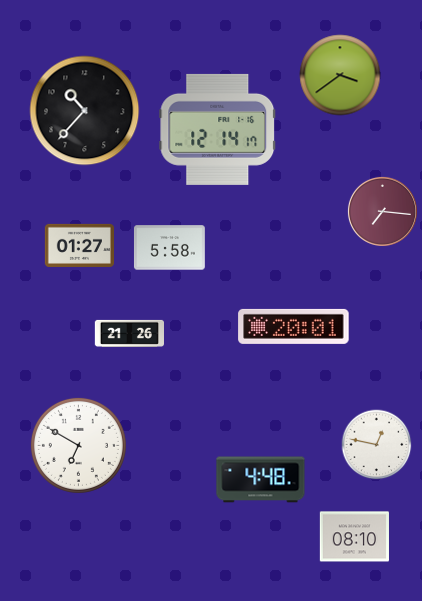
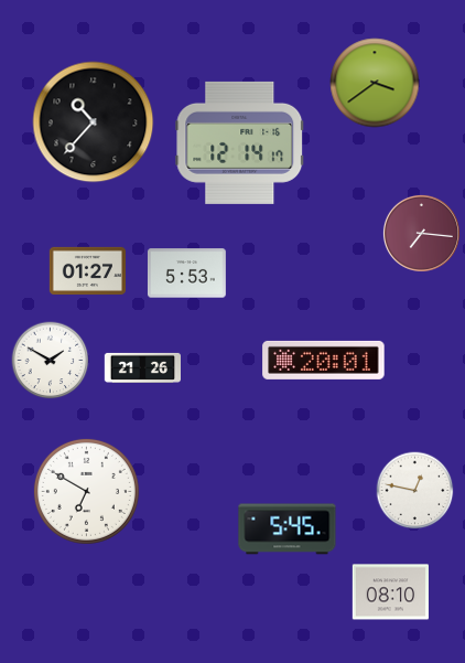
clock at (170, 248): 5:58 -> 5:53
clock at (51, 361): none -> 1:50
clock at (261, 480): 4:48 -> 5:45
